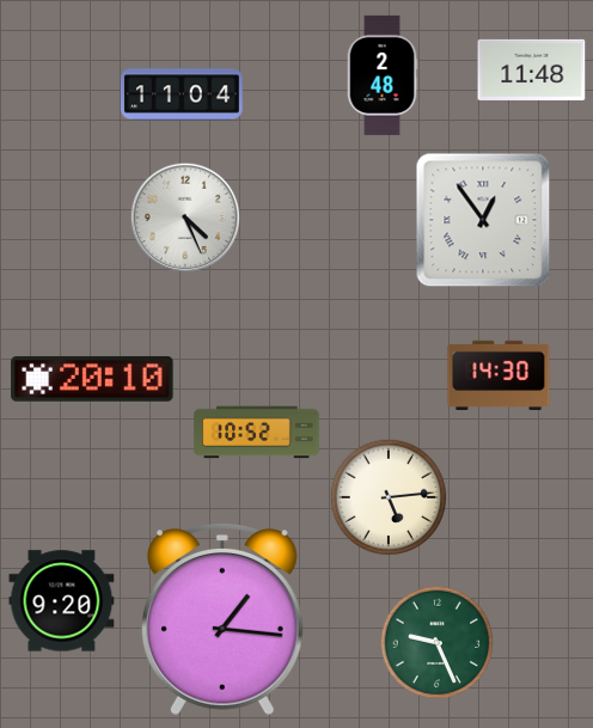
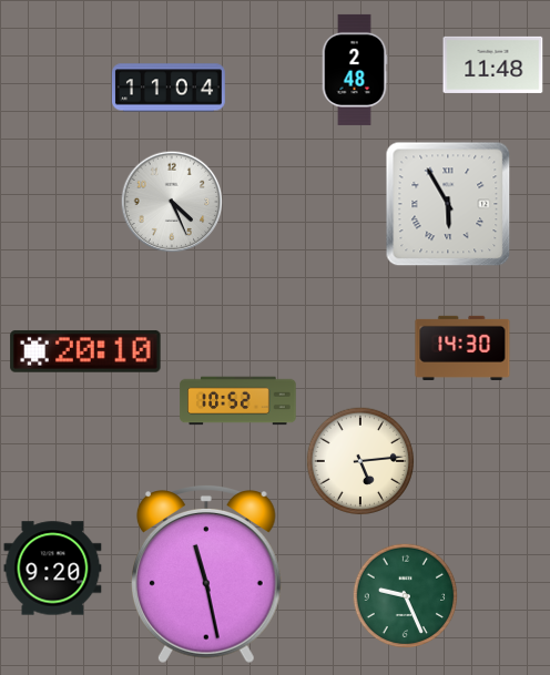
clock at (483, 220): 12:54 -> 5:55
clock at (62, 601) position: (62, 601) -> (53, 569)
clock at (222, 620): 1:16 -> 11:28
